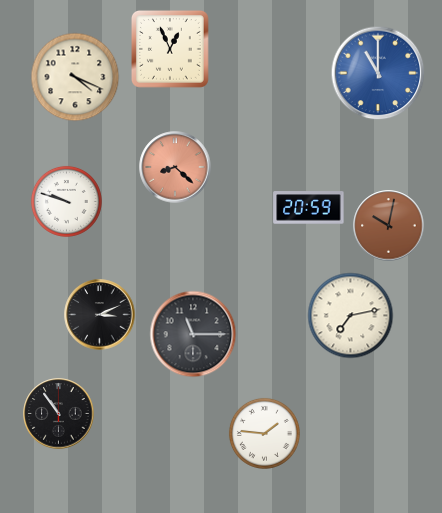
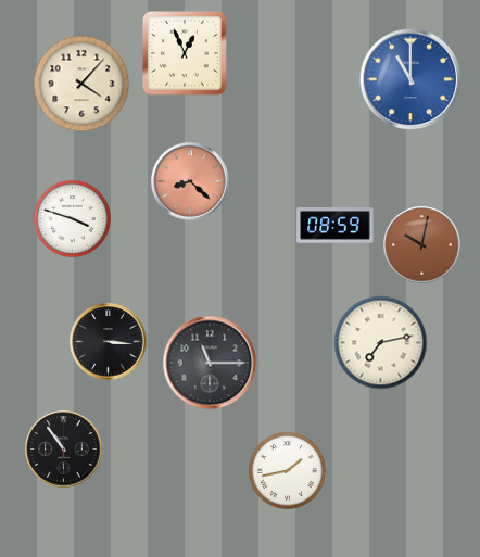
clock at (75, 77): 4:19 -> 4:07
clock at (66, 201): 9:48 -> 3:48
clock at (309, 208): 20:59 -> 08:59
clock at (100, 315): 3:11 -> 3:16
clock at (264, 433): 1:46 -> 1:43
